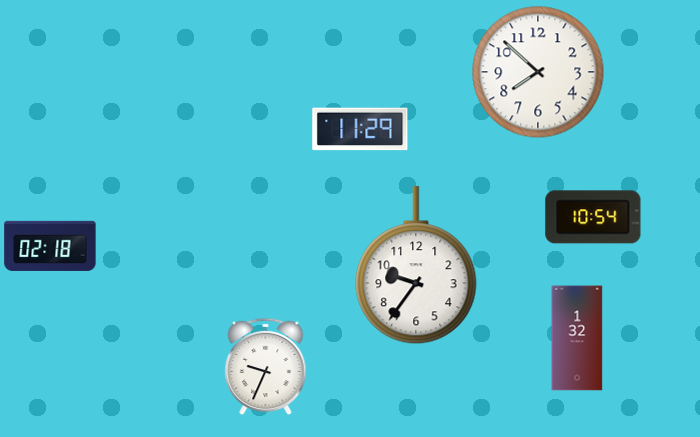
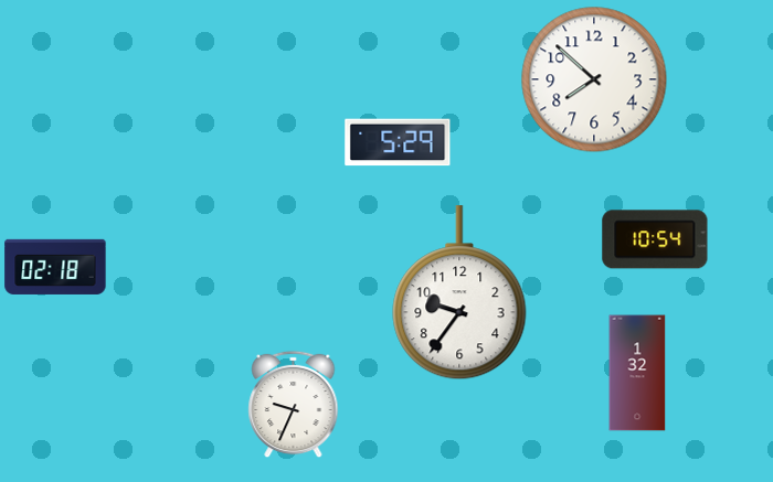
clock at (360, 129): 11:29 -> 5:29
clock at (50, 246) position: (50, 246) -> (55, 267)
